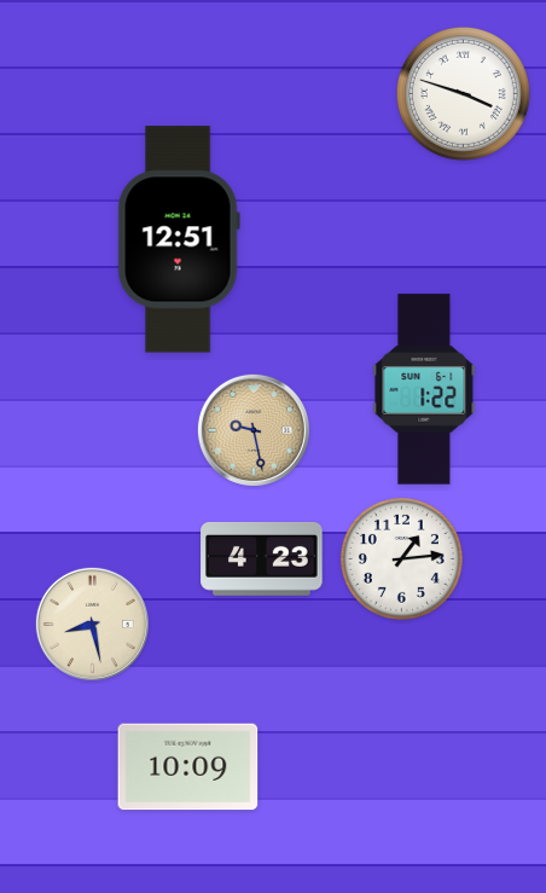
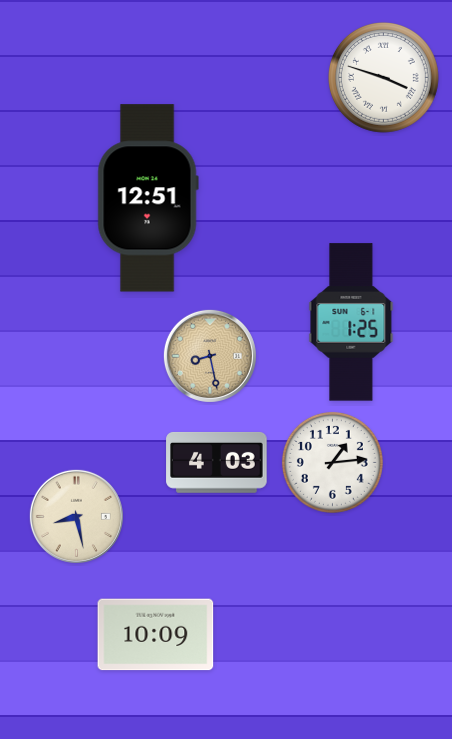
clock at (424, 389): 1:22 -> 1:25
clock at (254, 430): 9:28 -> 8:28
clock at (262, 558): 4:23 -> 4:03
